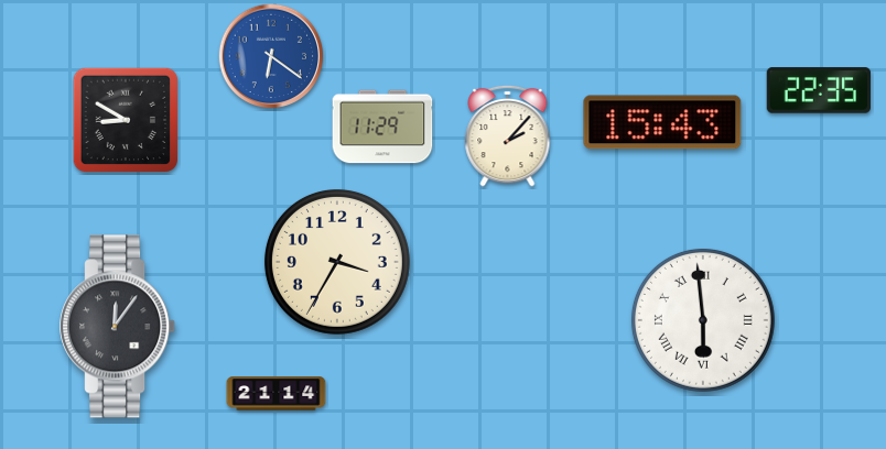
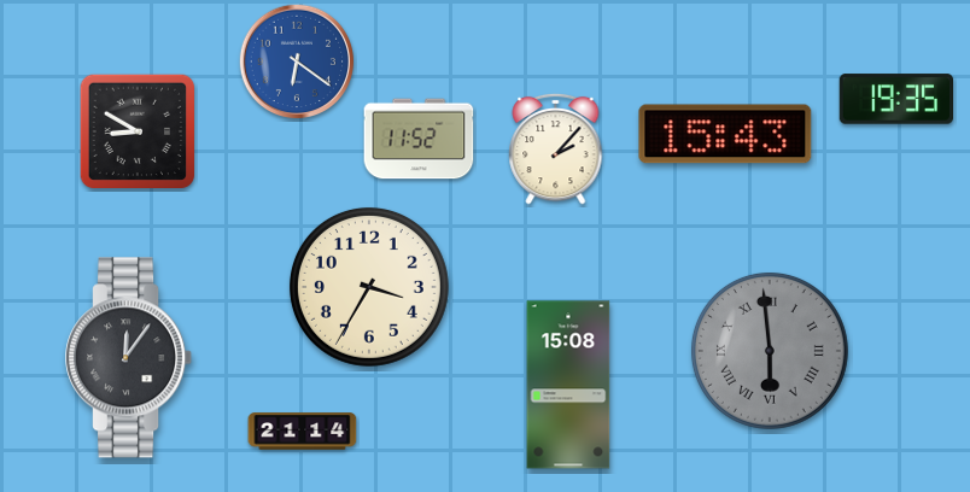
clock at (818, 90): 22:35 -> 19:35
clock at (382, 127): 11:29 -> 11:52
clock at (703, 320) dial: white -> grey
clock at (568, 385): none -> 15:08
